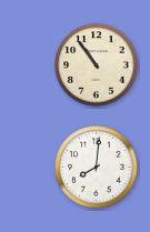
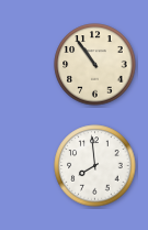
clock at (97, 168): 8:01 -> 7:59
